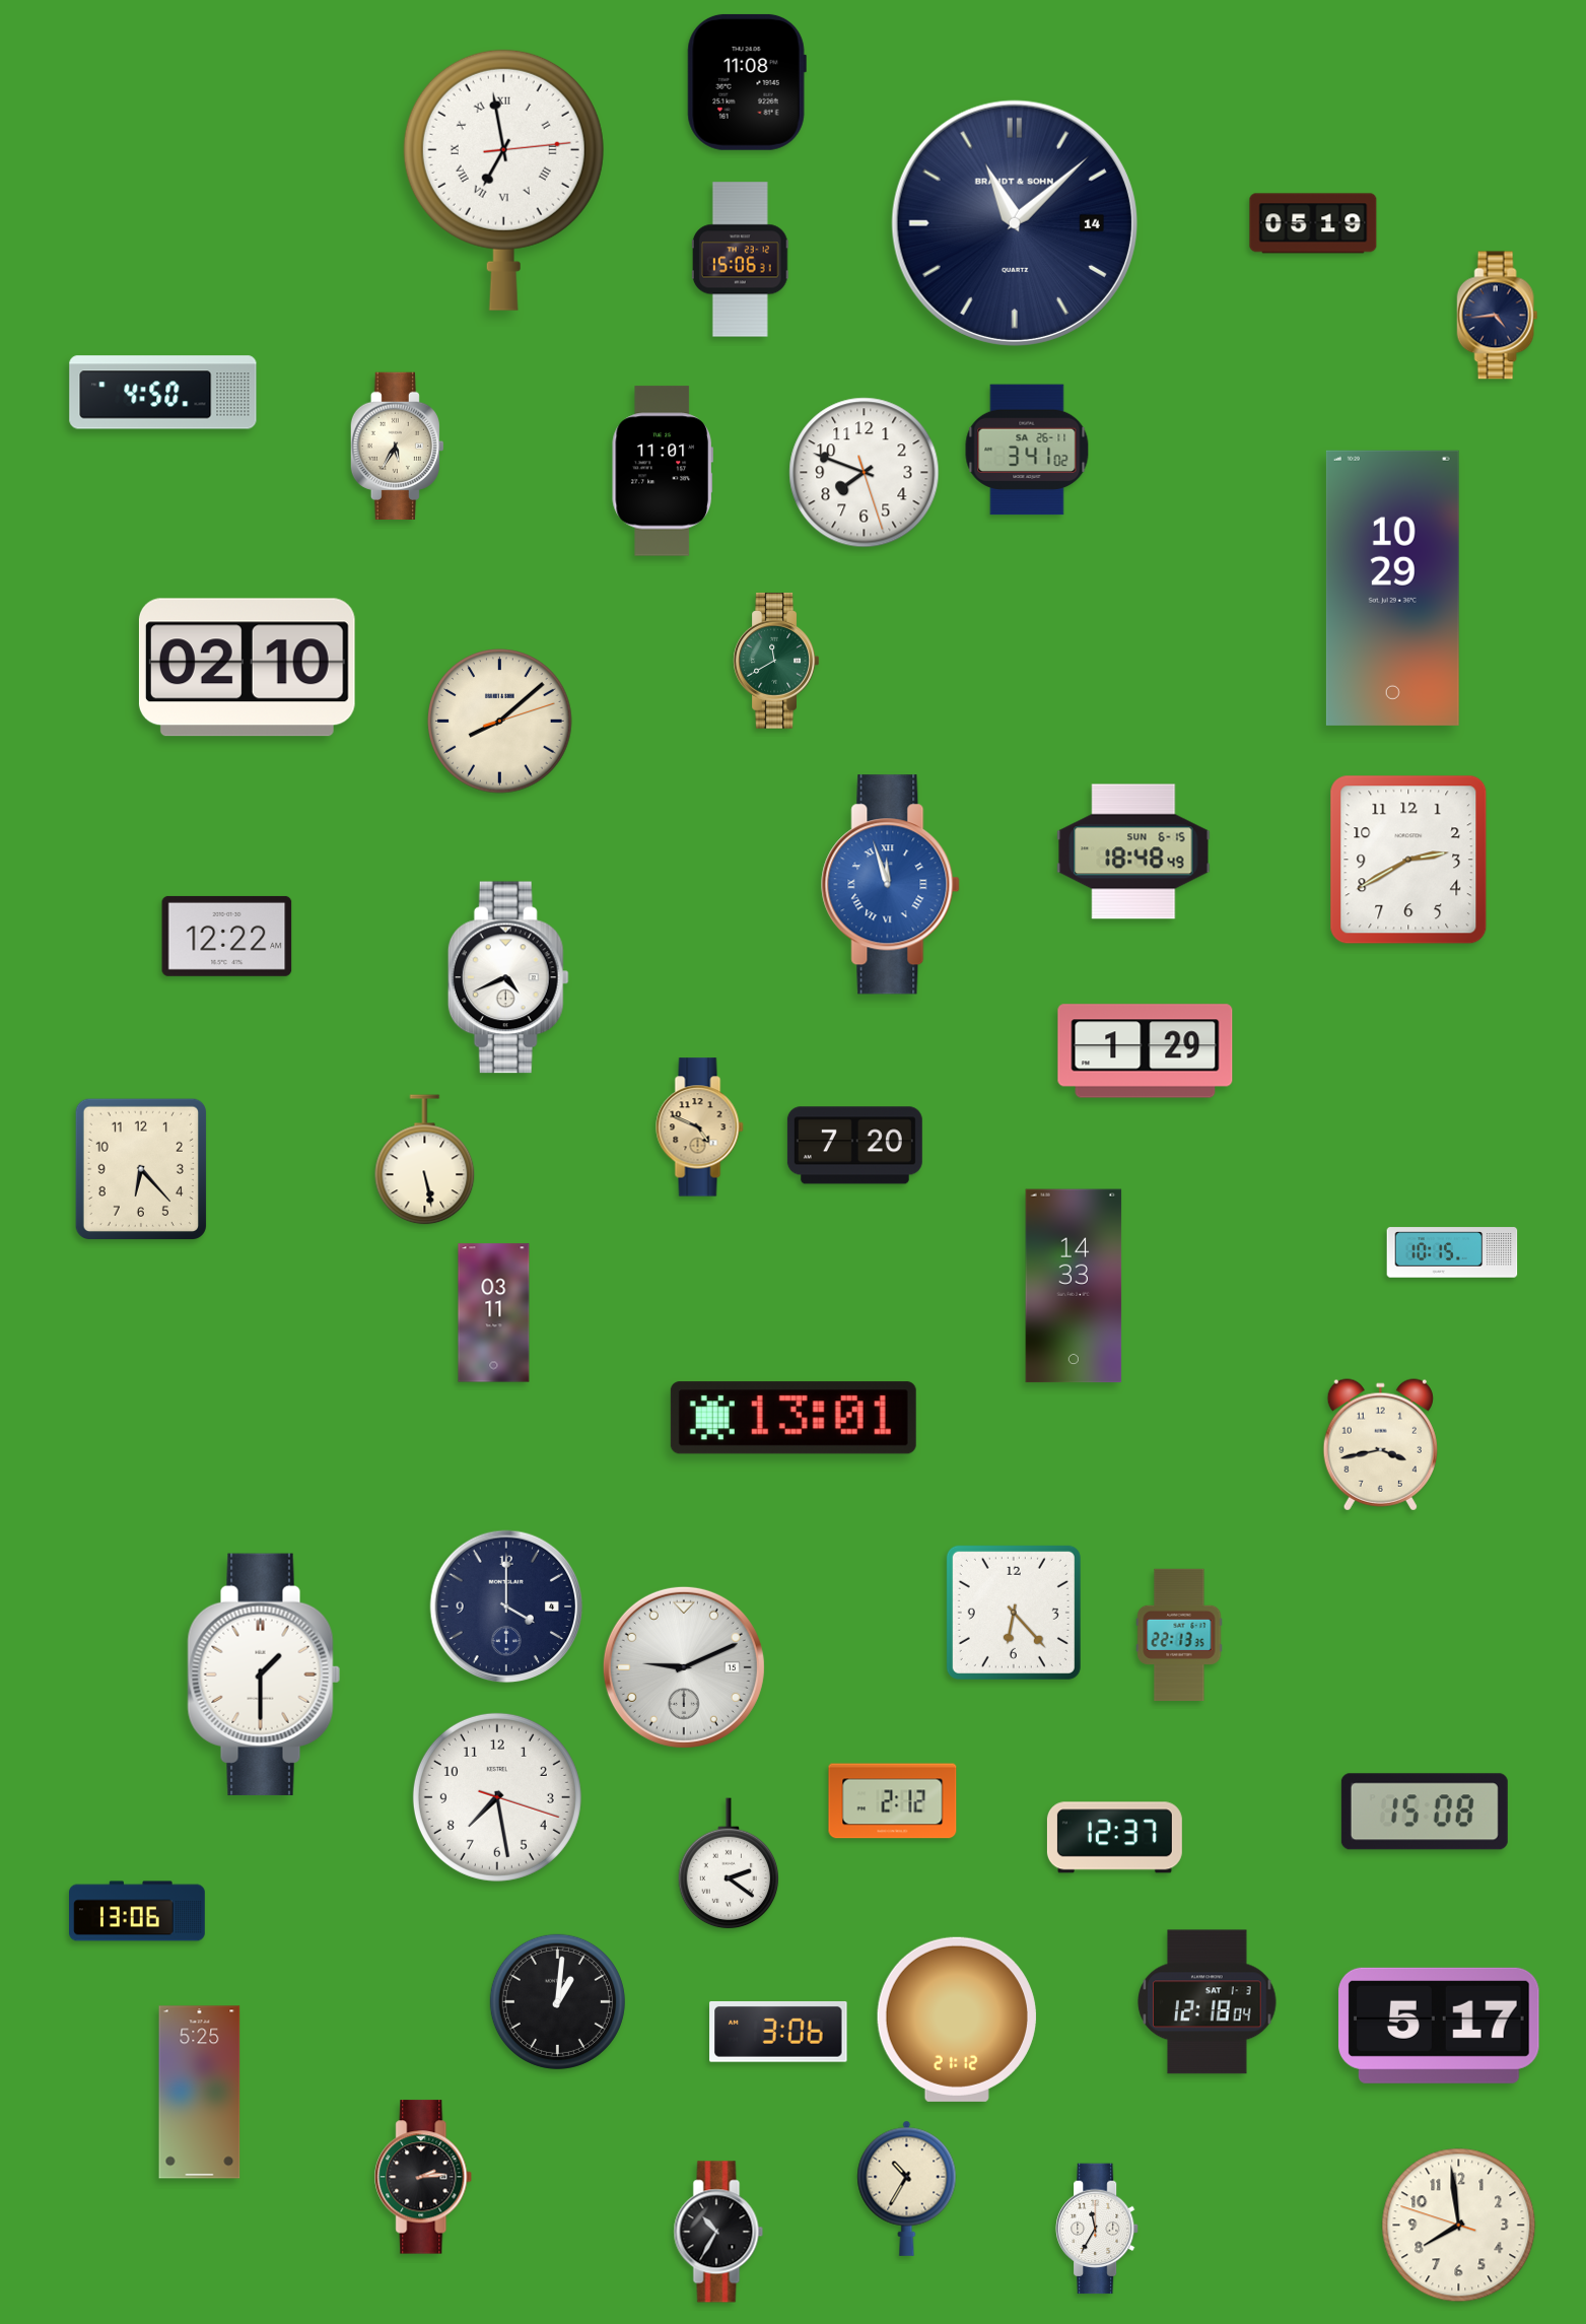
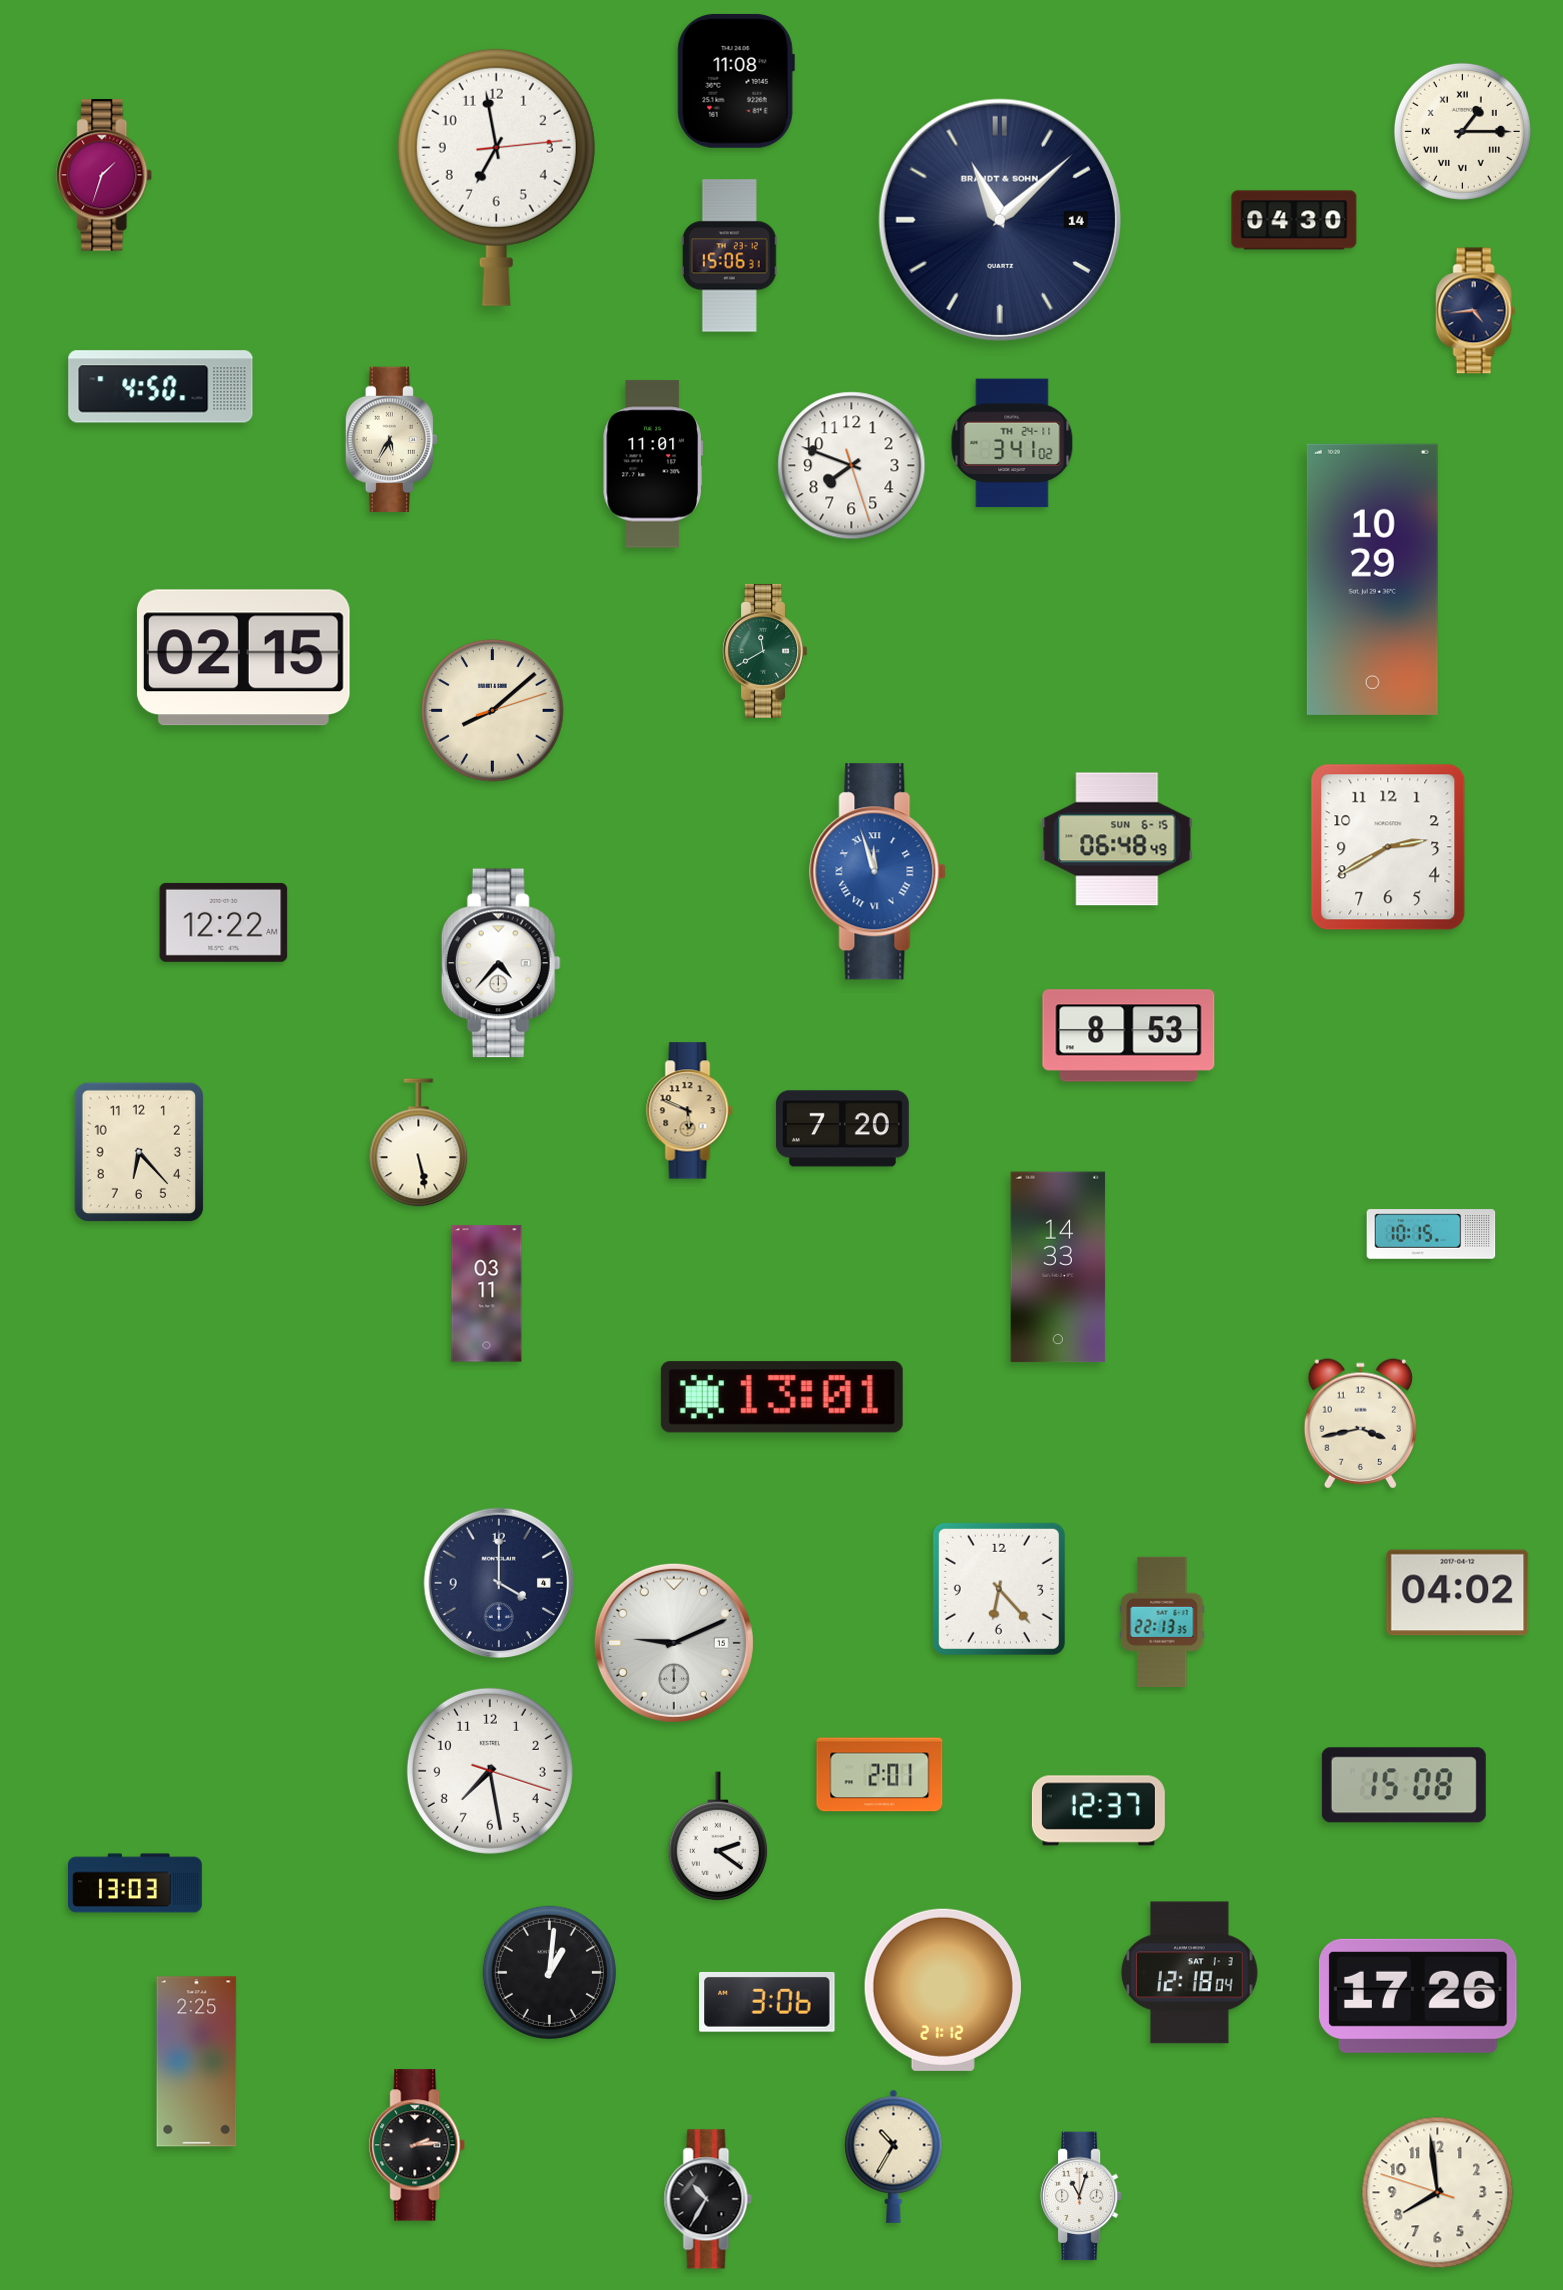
clock at (1462, 131): none -> 1:15
clock at (105, 175): none -> 1:33
clock at (503, 180) numerals: Roman -> Arabic
clock at (1313, 223): 05:19 -> 04:30
clock at (1027, 450) date: SA 26-11 -> TH 24-11
clock at (247, 668): 02:10 -> 02:15
clock at (1133, 851): 18:48 -> 06:48
clock at (508, 977): 4:41 -> 4:37
clock at (1146, 1051): 1:29 -> 8:53
clock at (700, 1127): 4:49 -> 5:49
clock at (1458, 1593): none -> 04:02
clock at (1179, 1634) position: (1179, 1634) -> (1162, 1621)
clock at (264, 1674): 1:30 -> none
clock at (893, 1801): 2:12 -> 2:01
clock at (138, 1911): 13:06 -> 13:03
clock at (1440, 2026): 5:17 -> 17:26
clock at (200, 2093): 5:25 -> 2:25
clock at (1097, 2229): 11:35 -> 11:03
